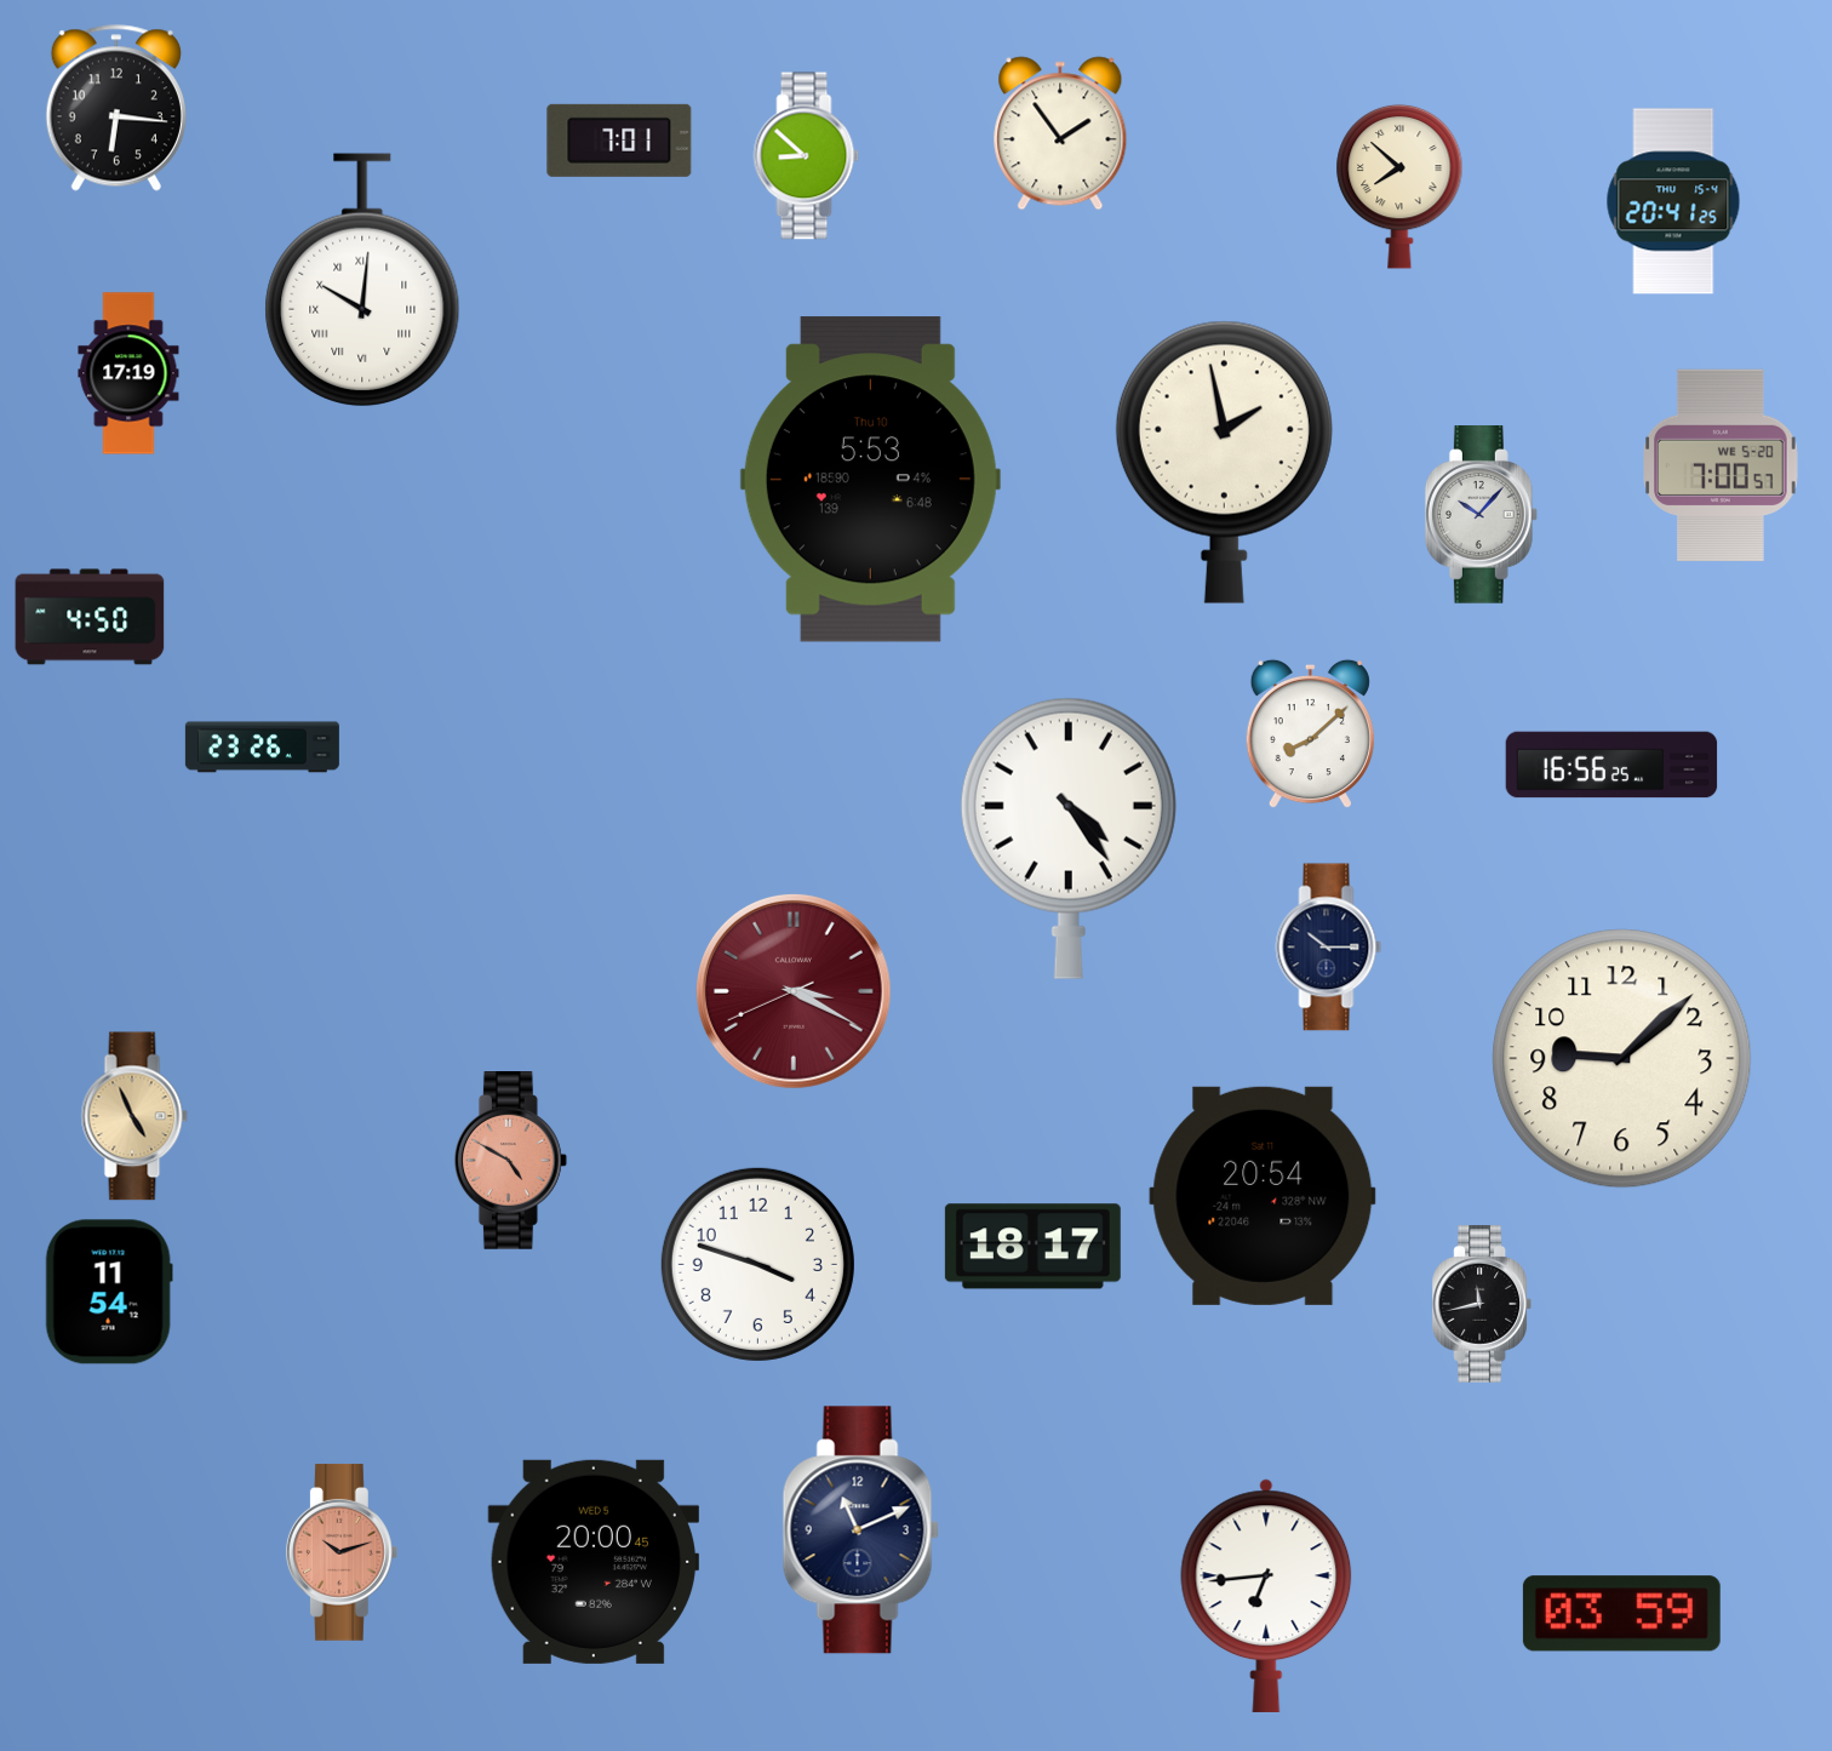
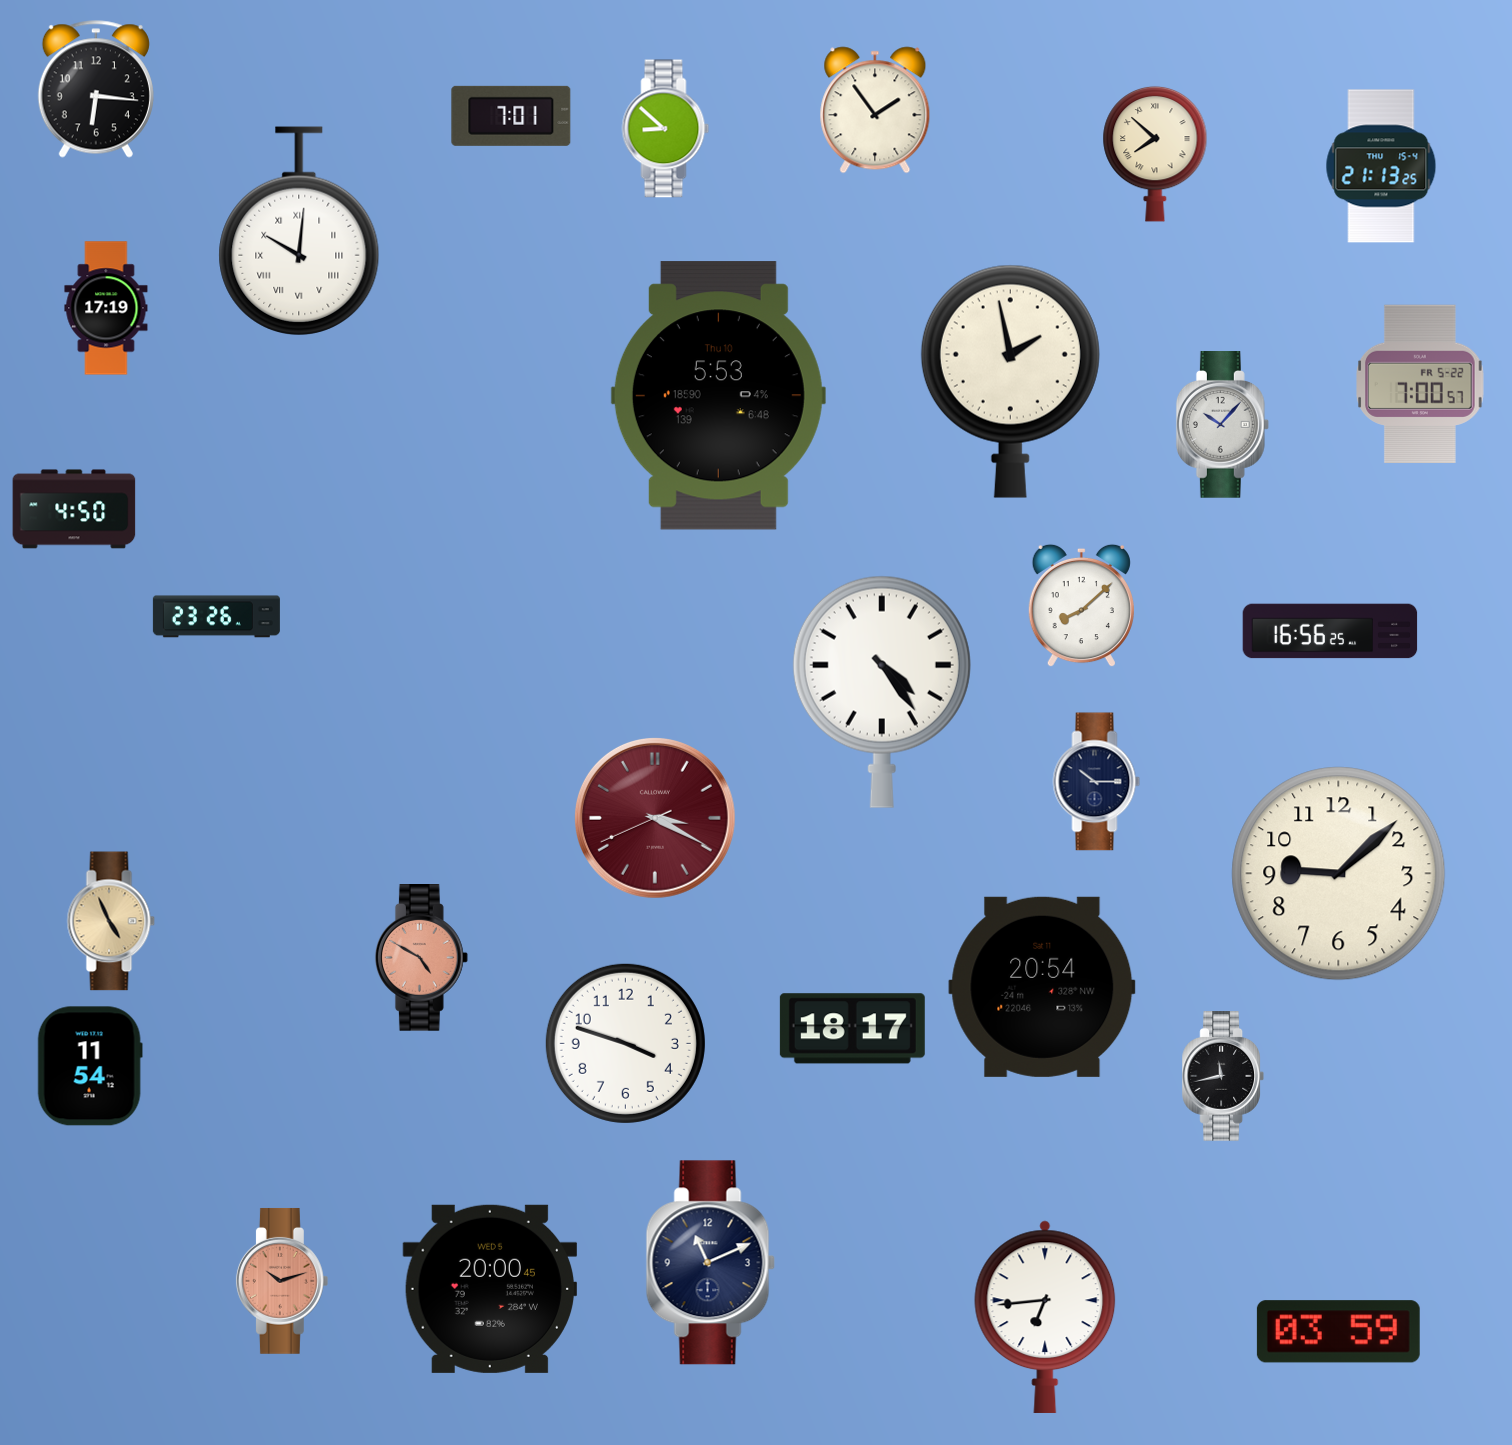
clock at (1673, 201): 20:41 -> 21:13
clock at (1721, 464) date: WE 5-20 -> FR 5-22
